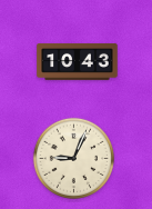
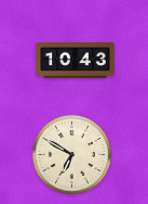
clock at (73, 158): 9:04 -> 6:50
